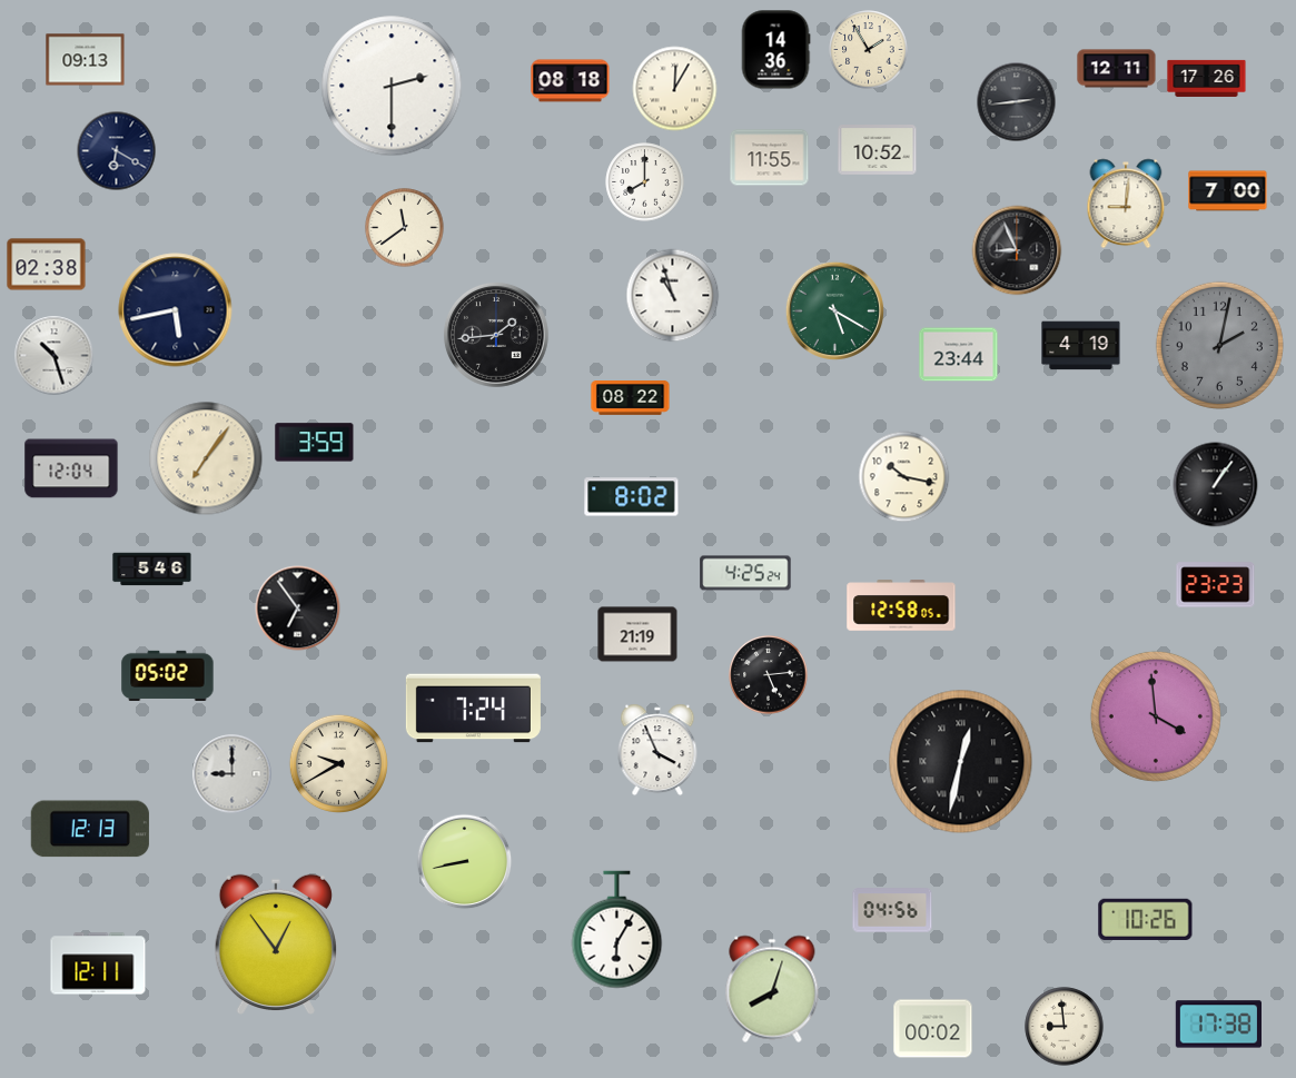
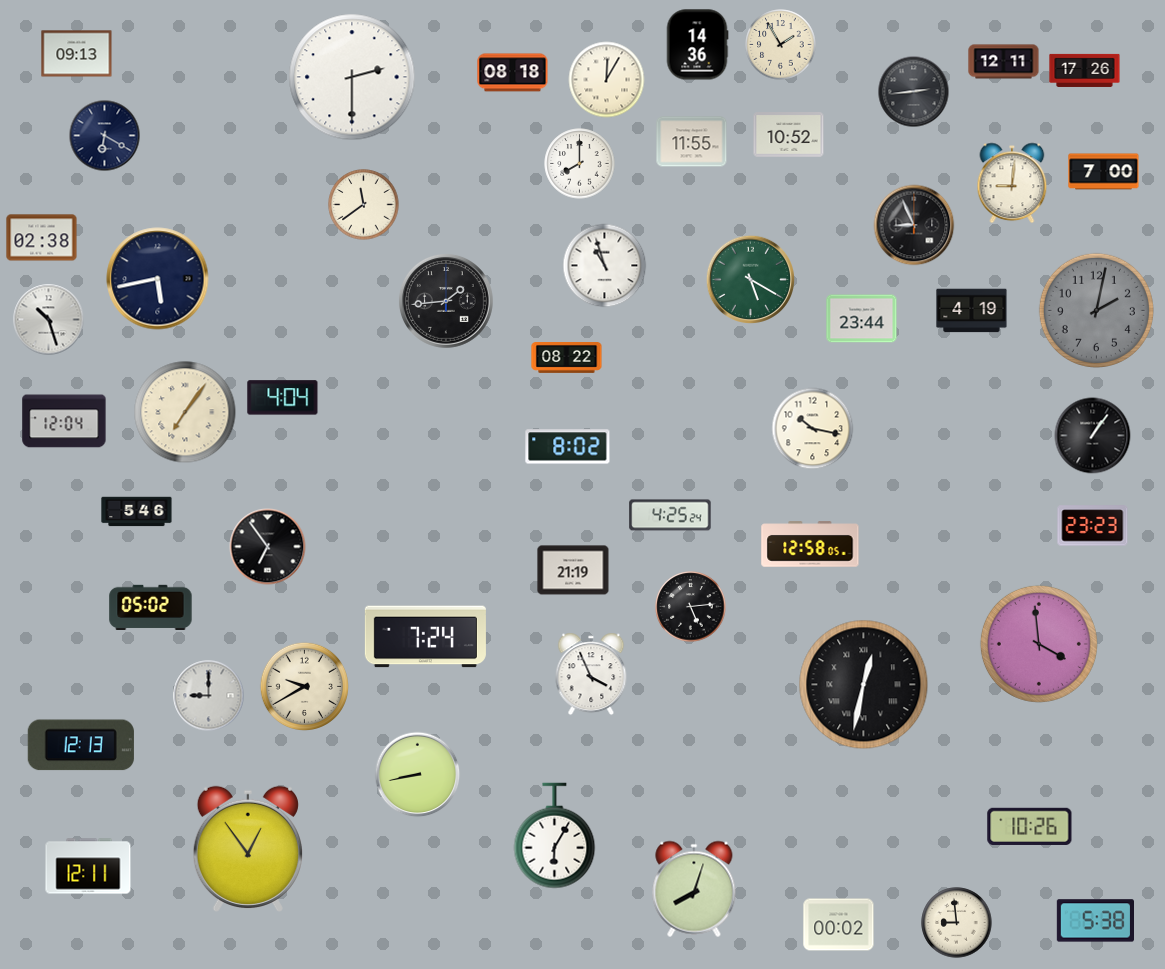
clock at (315, 443): 3:59 -> 4:04
clock at (892, 910): 04:56 -> none
clock at (1218, 1025): 17:38 -> 5:38
